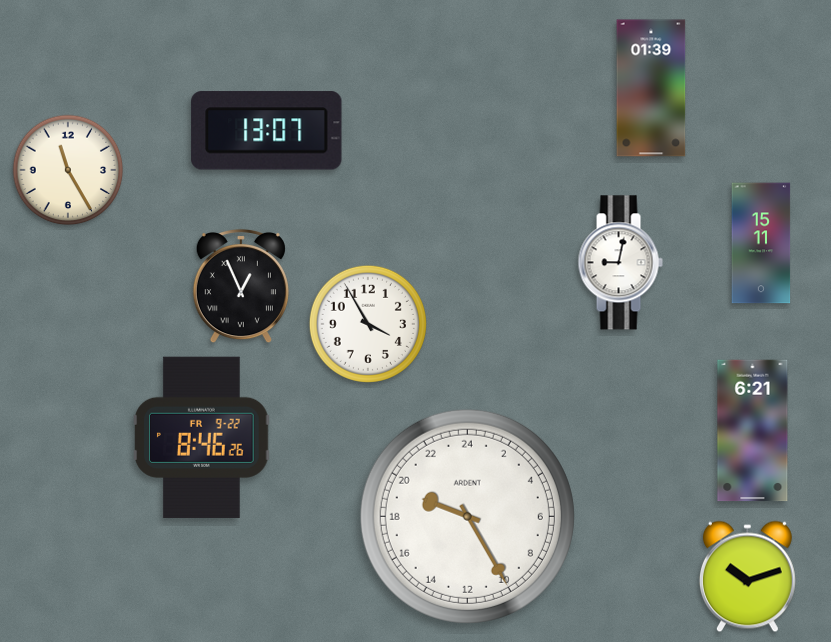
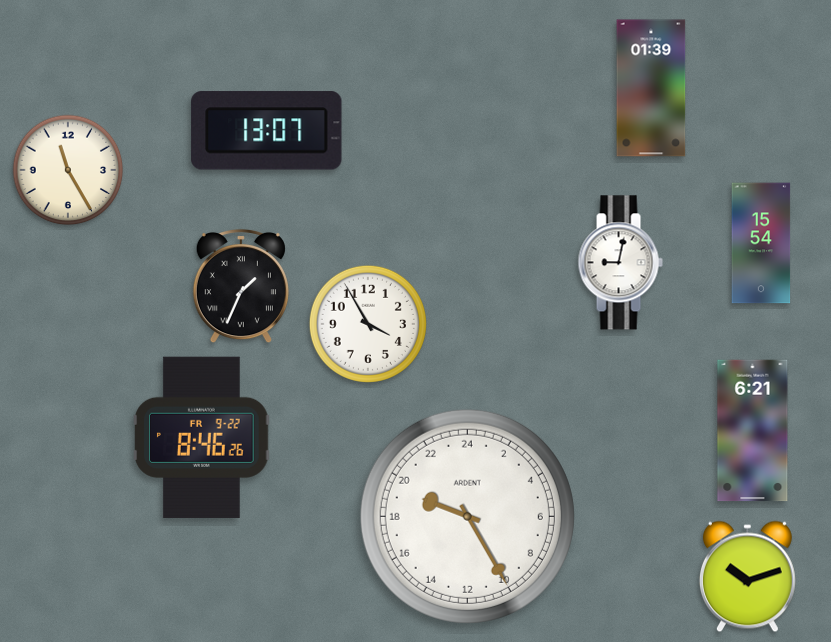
clock at (761, 243): 15:11 -> 15:54
clock at (241, 286): 12:56 -> 1:34
